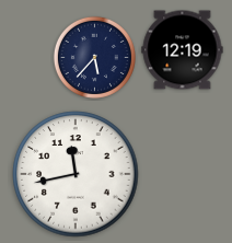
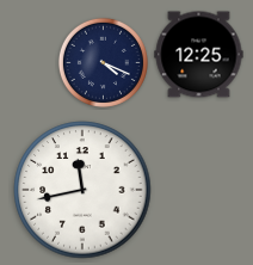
clock at (183, 50): 12:19 -> 12:25
clock at (94, 57): 5:37 -> 4:19
